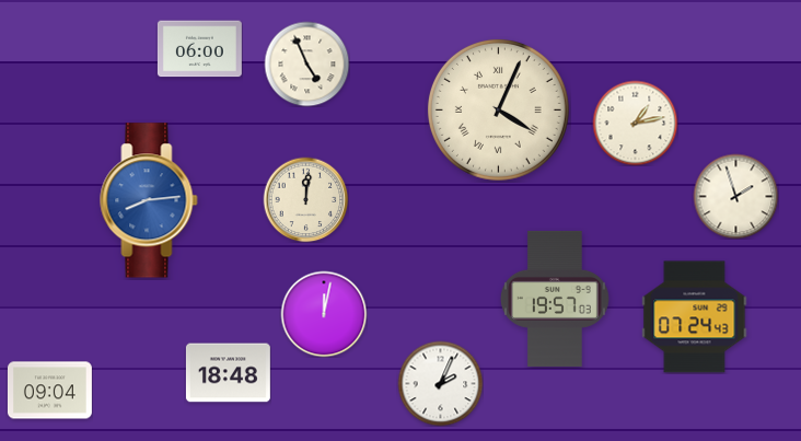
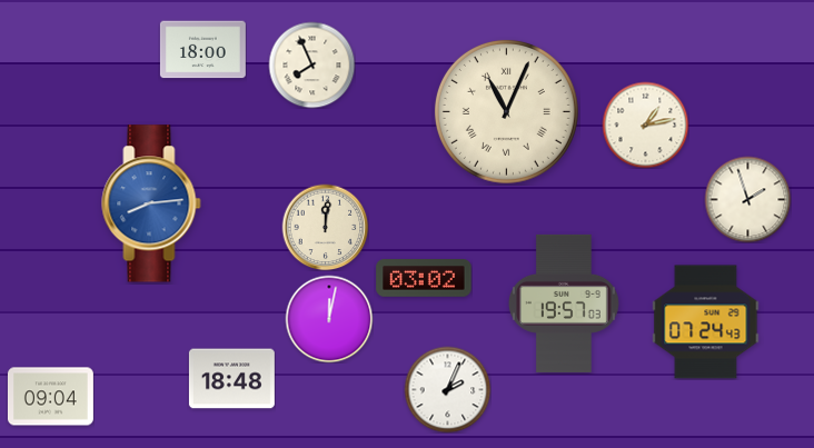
clock at (199, 49): 06:00 -> 18:00
clock at (306, 63): 4:56 -> 7:56
clock at (498, 109): 4:04 -> 11:04
clock at (305, 199) position: (305, 199) -> (325, 227)
clock at (424, 278): none -> 03:02
